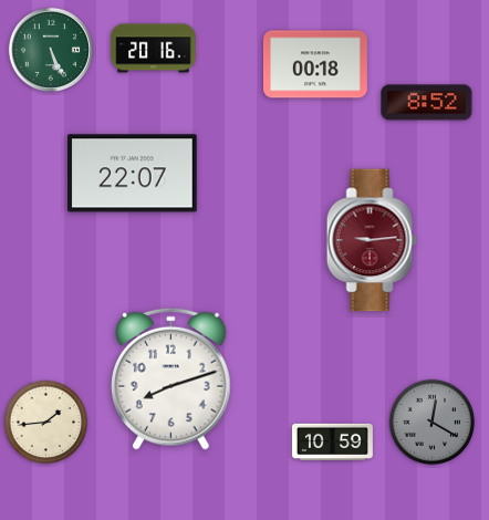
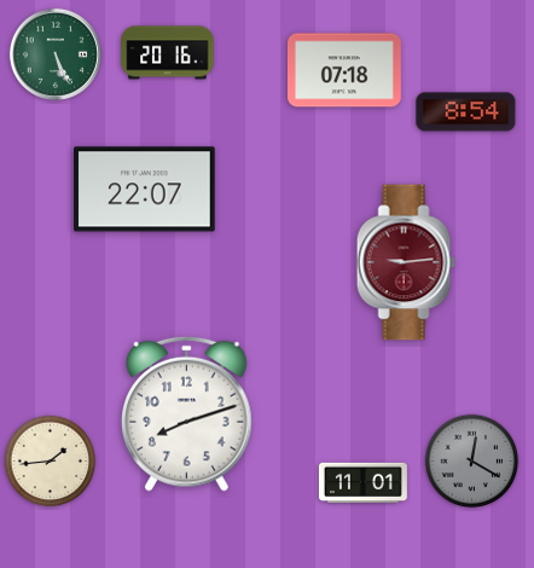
clock at (315, 64): 00:18 -> 07:18
clock at (427, 103): 8:52 -> 8:54
clock at (332, 441): 10:59 -> 11:01
